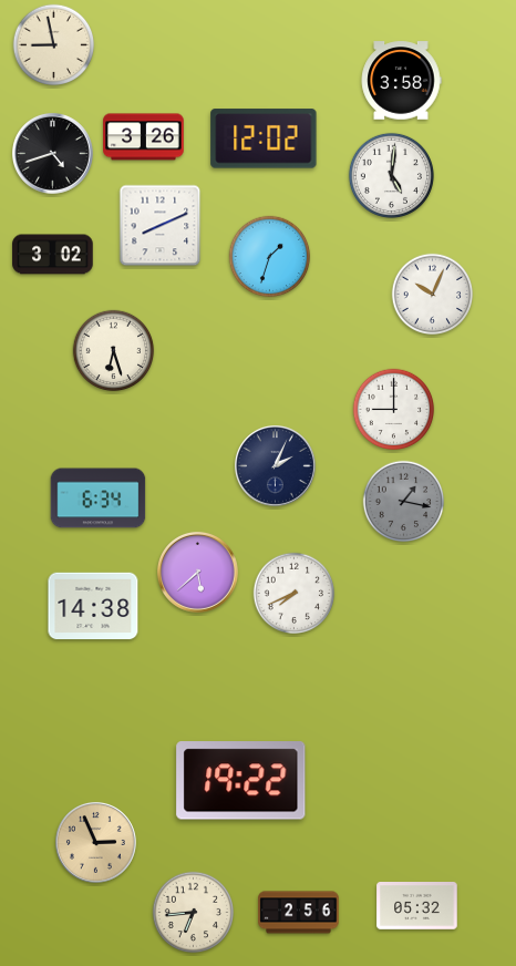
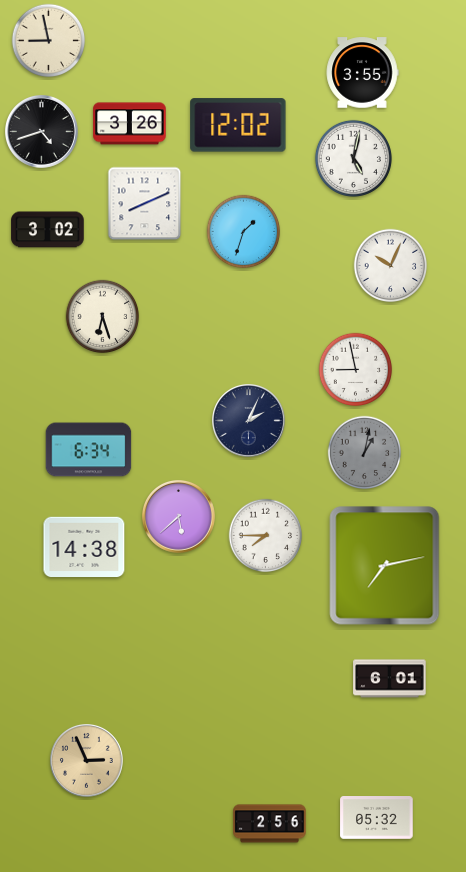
clock at (401, 81): 3:58 -> 3:55
clock at (53, 154) position: (53, 154) -> (42, 132)
clock at (391, 175): 5:01 -> 5:02
clock at (394, 410): 9:00 -> 8:58
clock at (404, 502): 1:17 -> 1:02
clock at (295, 594): 7:41 -> 7:45
clock at (385, 566): none -> 7:13
clock at (390, 679): none -> 6:01
clock at (241, 781): 19:22 -> none
clock at (194, 913): 6:44 -> none
